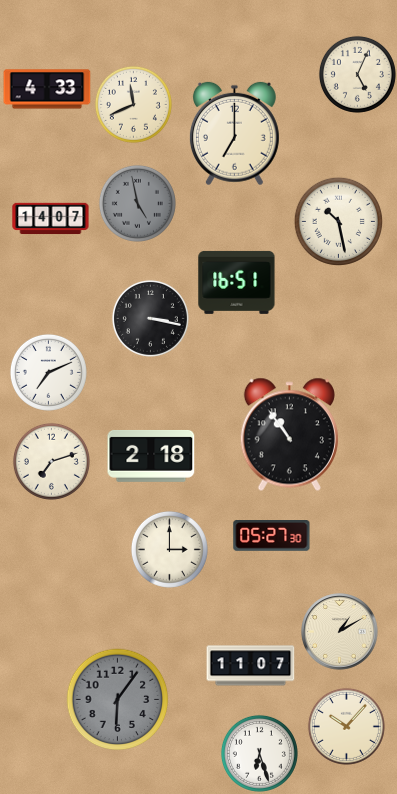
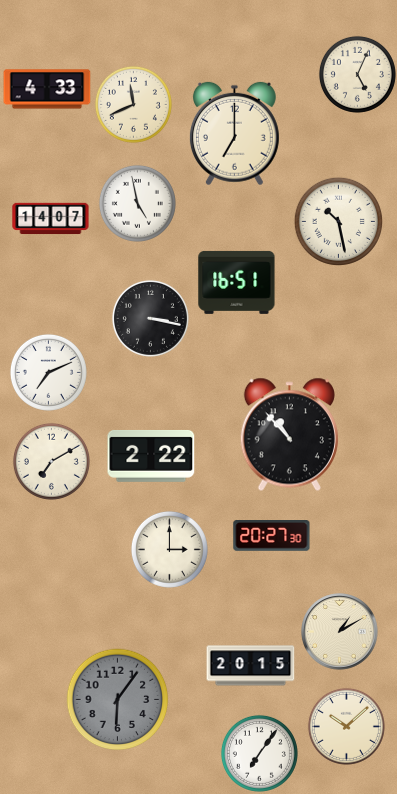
clock at (137, 203) dial: grey -> white
clock at (289, 435): 10:54 -> 10:53
clock at (151, 456): 2:18 -> 2:22
clock at (51, 461): 7:12 -> 7:10
clock at (272, 536): 05:27 -> 20:27
clock at (251, 666): 11:07 -> 20:15
clock at (346, 726): 10:07 -> 10:08
clock at (259, 753): 6:27 -> 7:06
